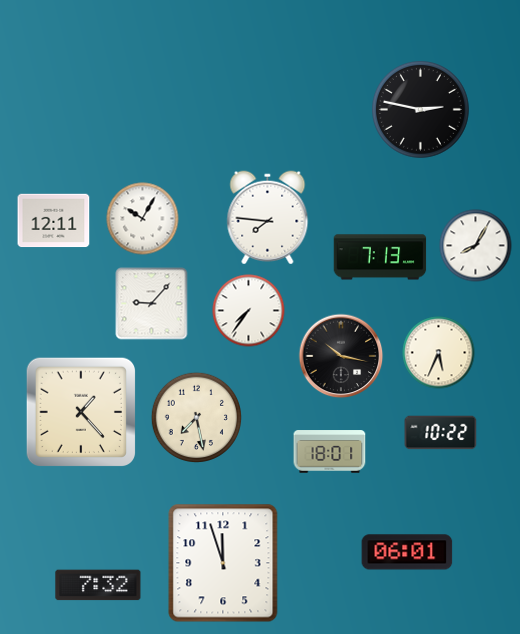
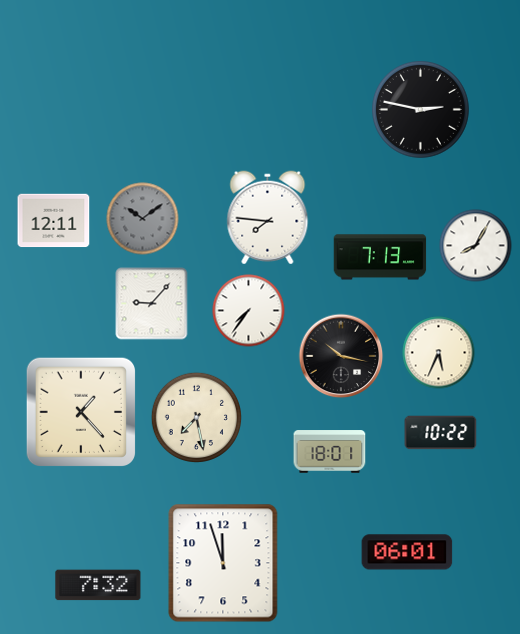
clock at (143, 219): 10:05 -> 10:09
clock at (143, 219) dial: white -> grey
